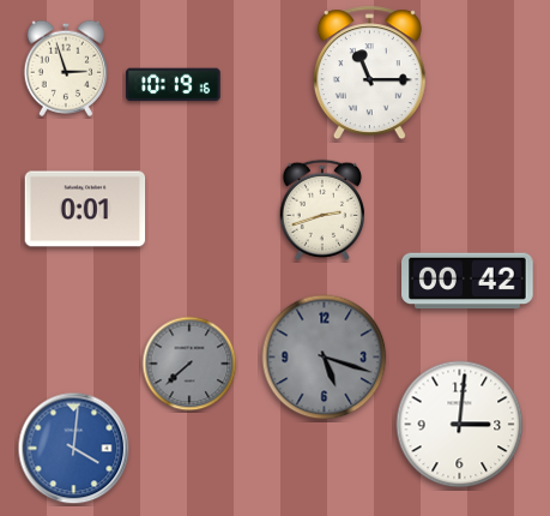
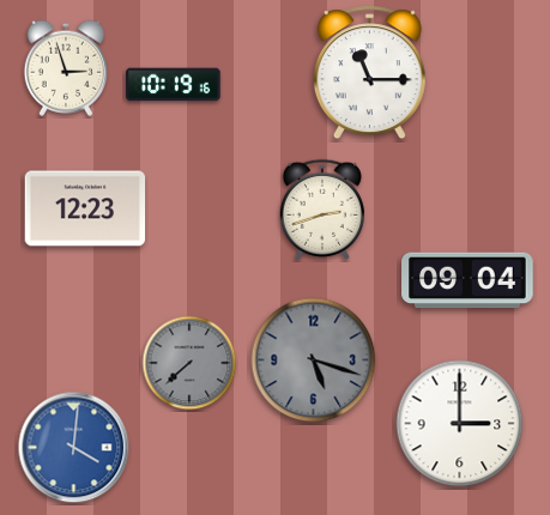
clock at (85, 209): 0:01 -> 12:23
clock at (467, 281): 00:42 -> 09:04
clock at (325, 358) position: (325, 358) -> (314, 360)
clock at (460, 425): 3:01 -> 3:00
